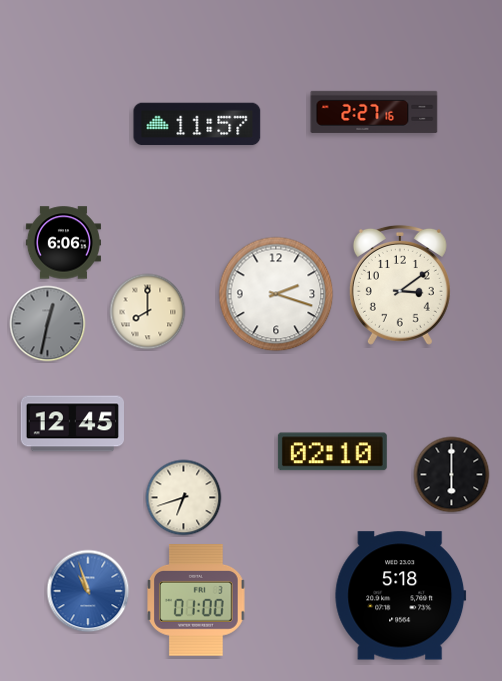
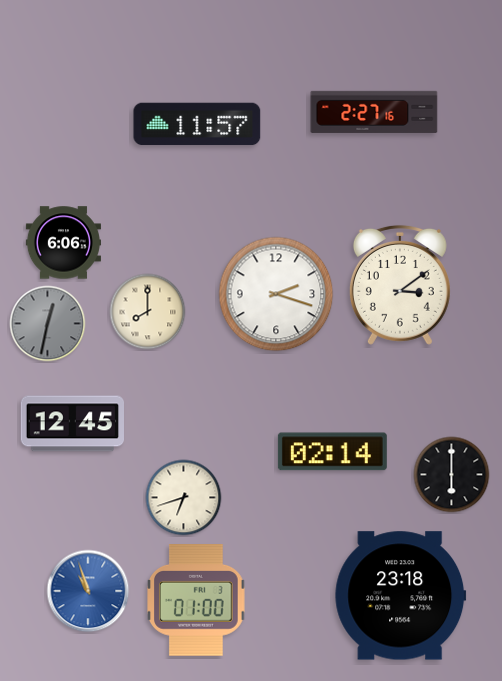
clock at (332, 452): 02:10 -> 02:14
clock at (401, 596): 5:18 -> 23:18
